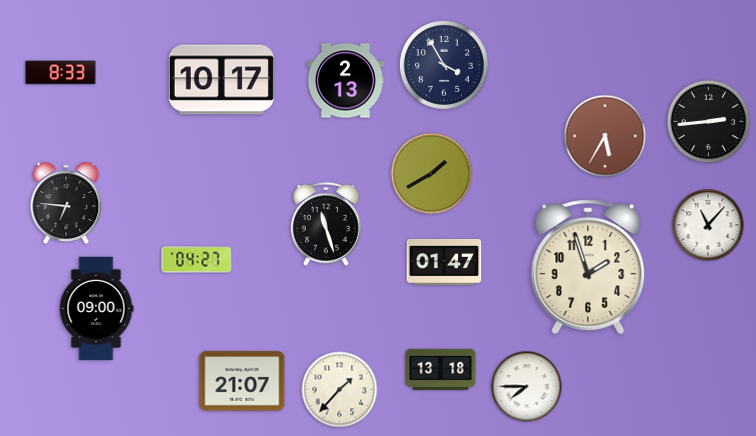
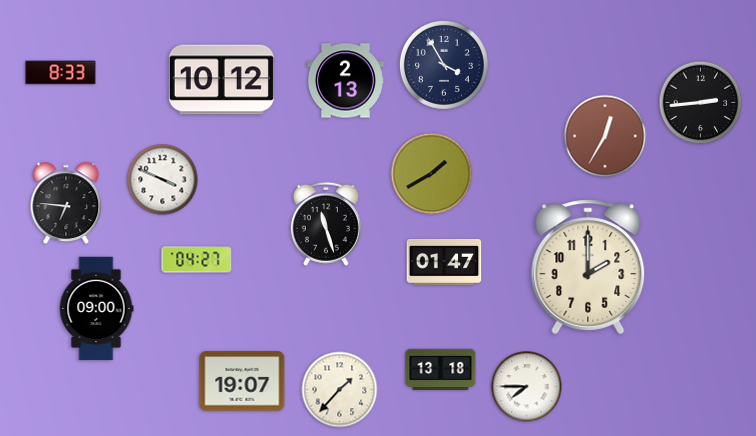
clock at (221, 80): 10:17 -> 10:12
clock at (709, 122) position: (709, 122) -> (701, 103)
clock at (605, 136): 5:35 -> 12:35
clock at (163, 180): none -> 3:49
clock at (708, 225): 11:07 -> none
clock at (588, 267): 1:57 -> 2:00
clock at (242, 381): 21:07 -> 19:07
